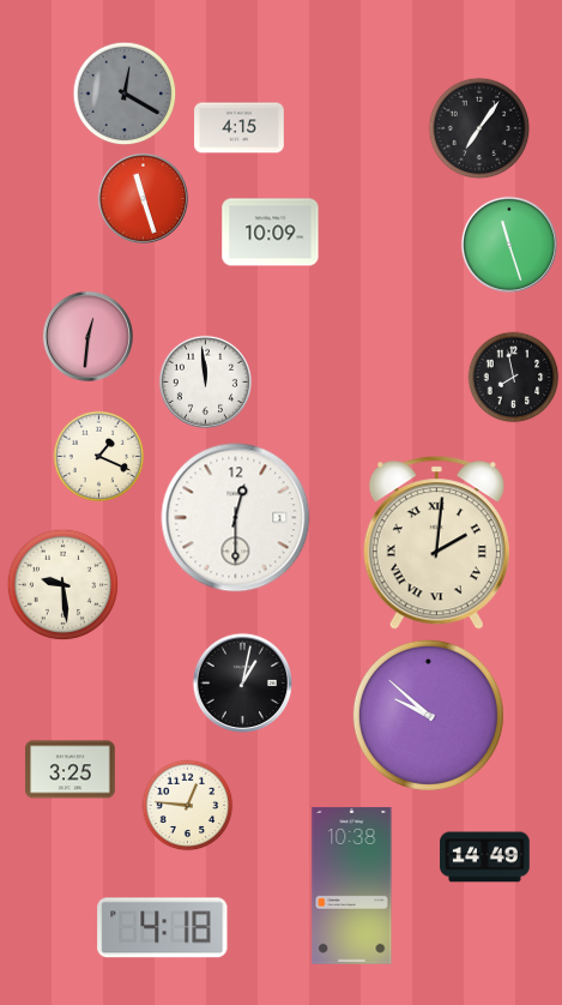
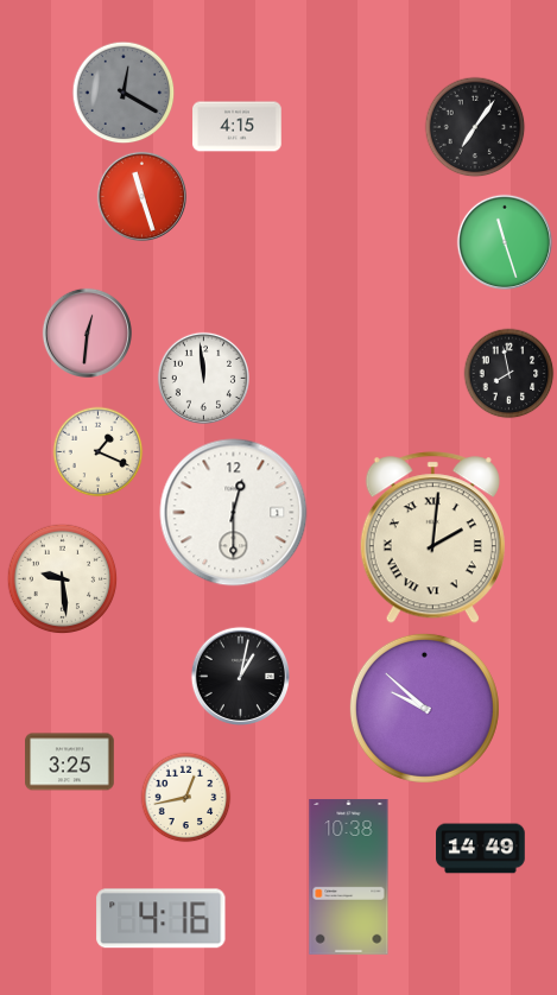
clock at (271, 233): 10:09 -> none
clock at (188, 806): 12:46 -> 12:43
clock at (163, 928): 4:18 -> 4:16
